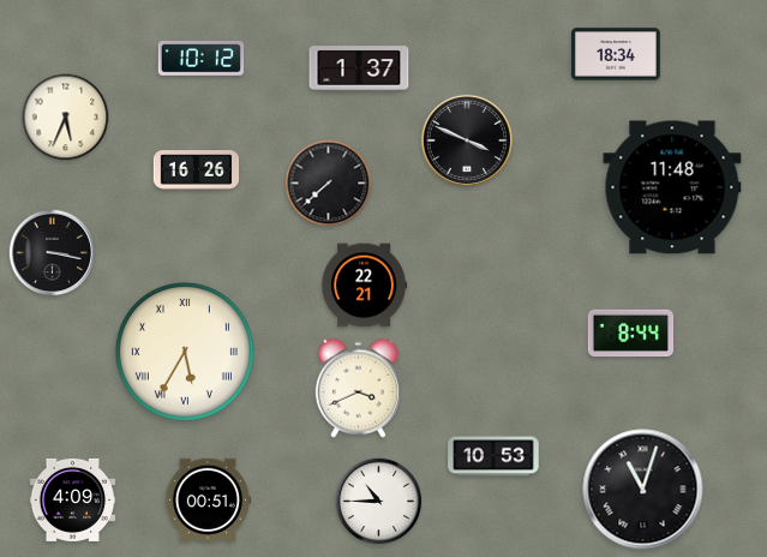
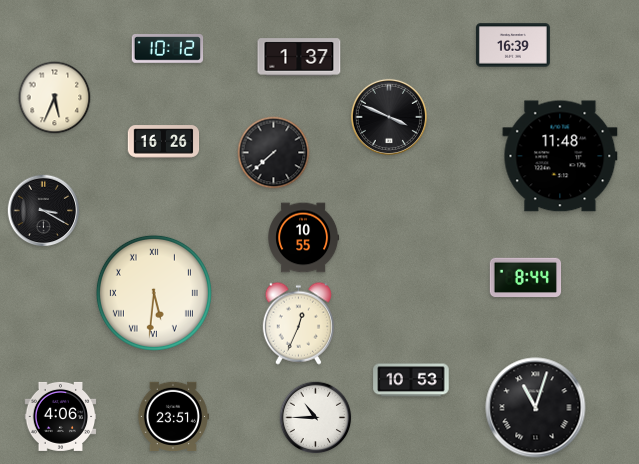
clock at (616, 54): 18:34 -> 16:39
clock at (53, 253): 3:17 -> 3:20
clock at (365, 286): 22:21 -> 10:55
clock at (185, 352): 5:35 -> 5:31
clock at (358, 388): 3:41 -> 12:34
clock at (73, 499): 4:09 -> 4:06
clock at (208, 499): 00:51 -> 23:51
